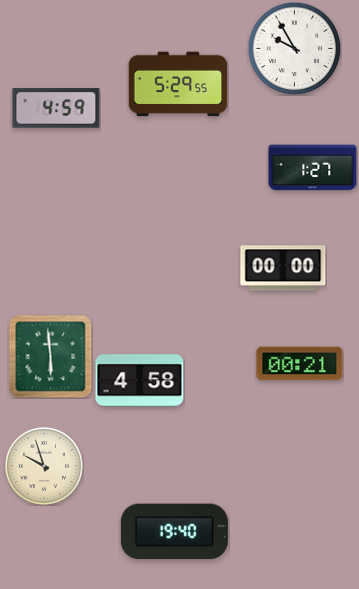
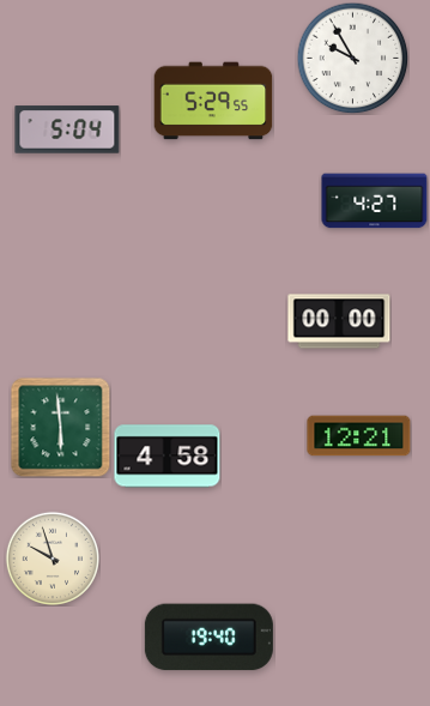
clock at (56, 108): 4:59 -> 5:04
clock at (313, 168): 1:27 -> 4:27
clock at (300, 364): 00:21 -> 12:21
